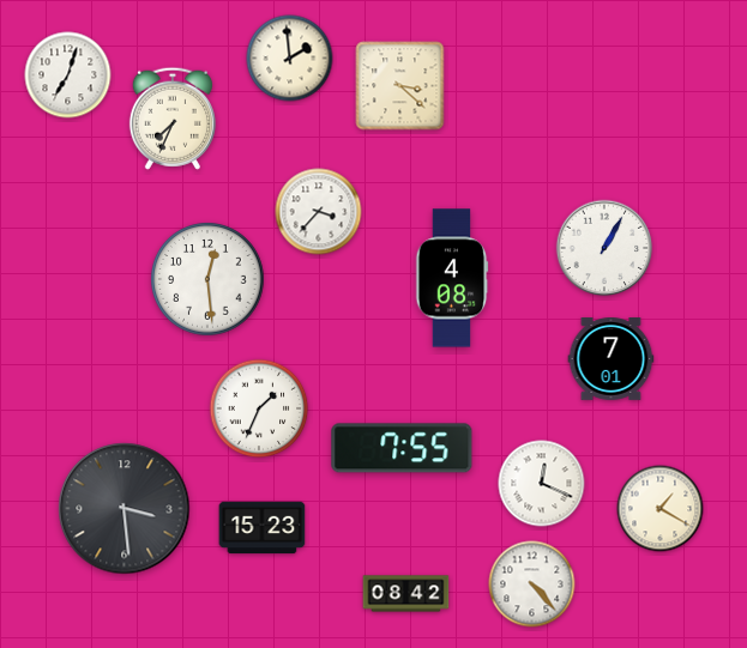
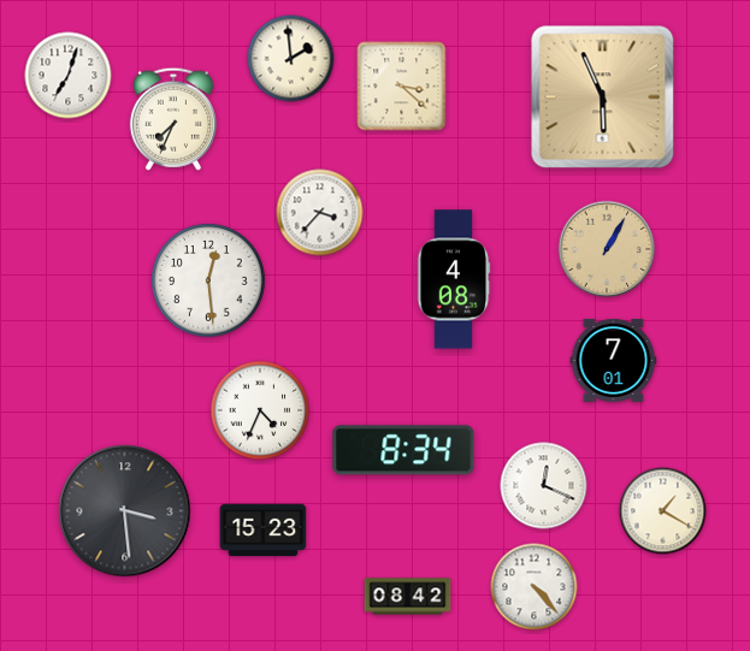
clock at (603, 97): none -> 5:56
clock at (604, 248) dial: white -> champagne
clock at (259, 408): 1:34 -> 4:34
clock at (402, 448): 7:55 -> 8:34
